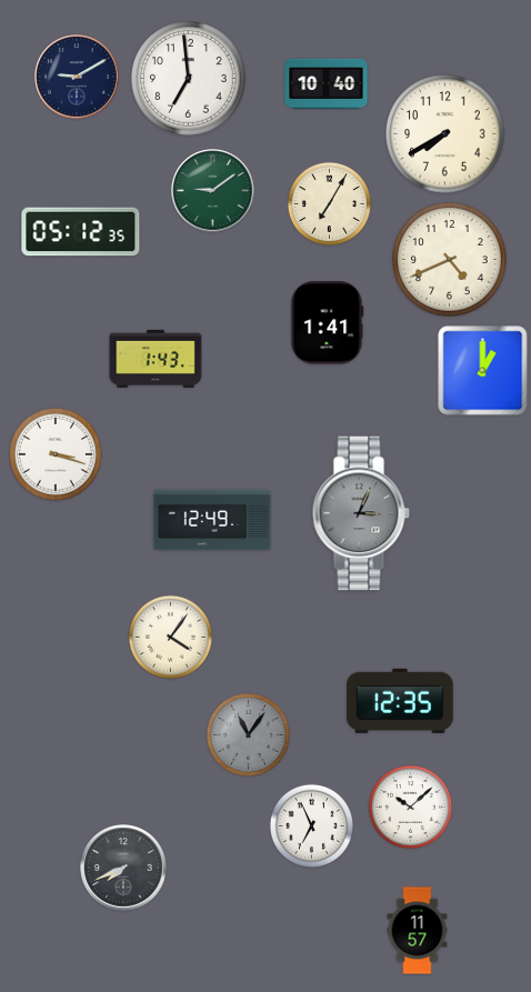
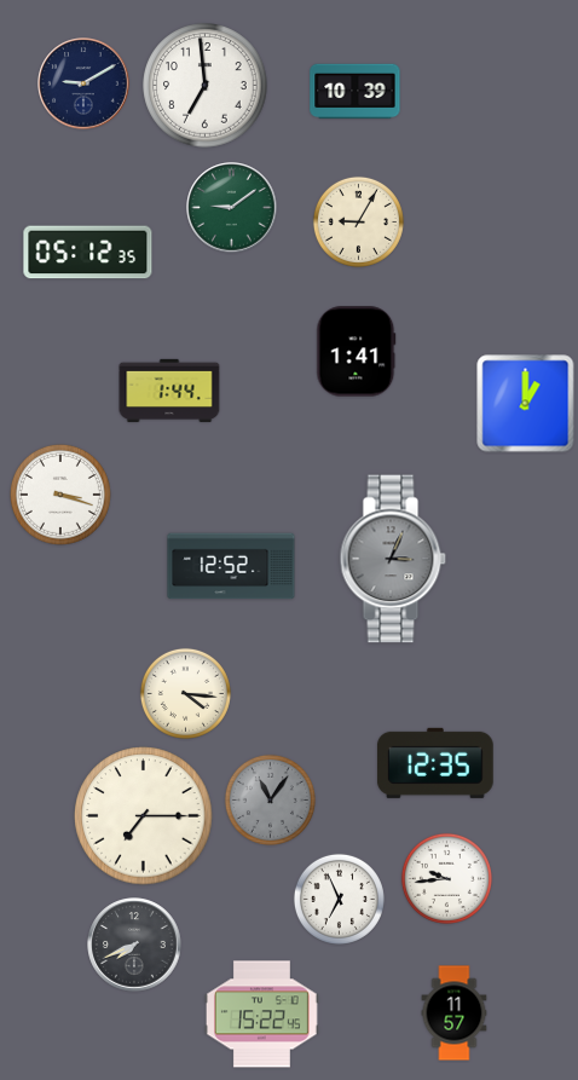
clock at (327, 84): 10:40 -> 10:39
clock at (445, 134): 7:40 -> none
clock at (329, 203): 7:05 -> 9:05
clock at (450, 260): 4:41 -> none
clock at (156, 359): 1:43 -> 1:44
clock at (212, 520): 12:49 -> 12:52
clock at (170, 637): 4:06 -> 4:16
clock at (144, 816): none -> 7:15
clock at (410, 806): 10:08 -> 9:44
clock at (261, 1015): none -> 15:22
